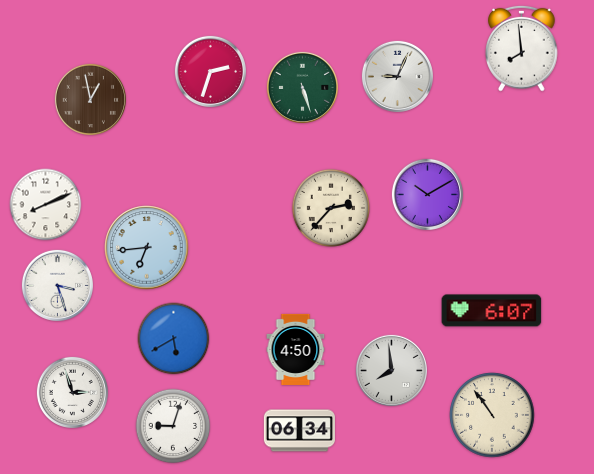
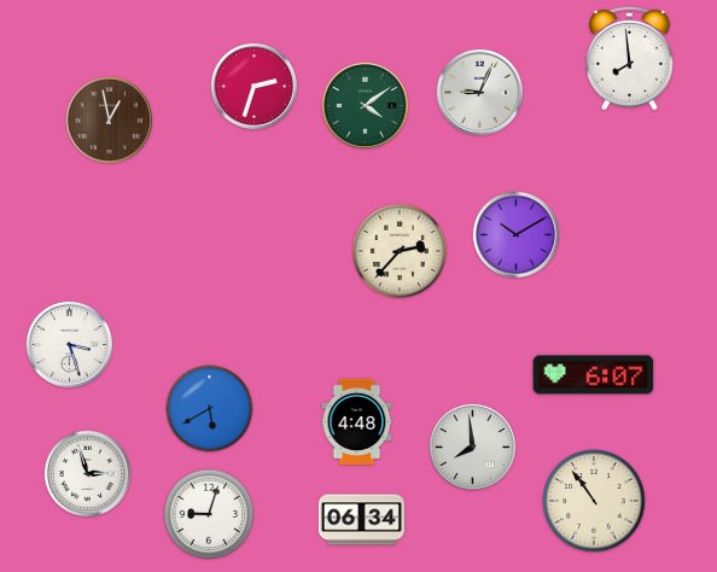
clock at (302, 87): 5:27 -> 4:09
clock at (46, 205): 8:11 -> none
clock at (147, 248): 6:44 -> none
clock at (296, 349): 4:50 -> 4:48
